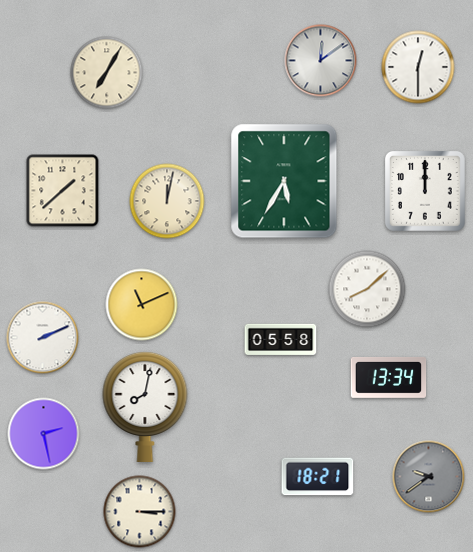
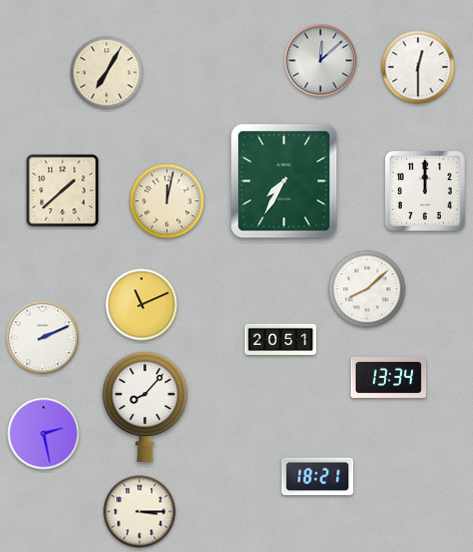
clock at (321, 61): 12:09 -> 12:08
clock at (284, 181): 5:35 -> 7:35
clock at (281, 339): 05:58 -> 20:51
clock at (145, 406): 8:02 -> 8:07
clock at (429, 477): 9:39 -> none
